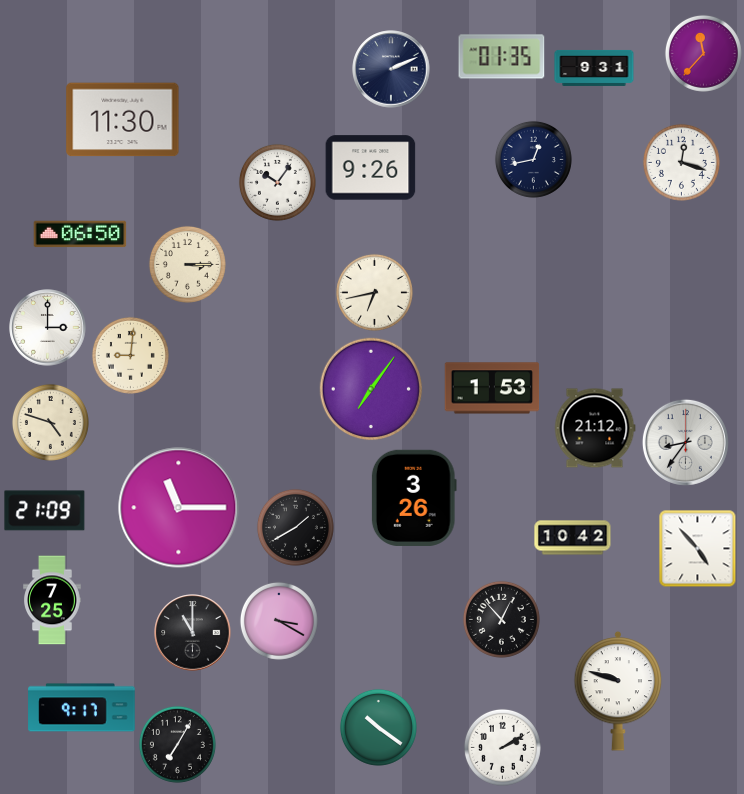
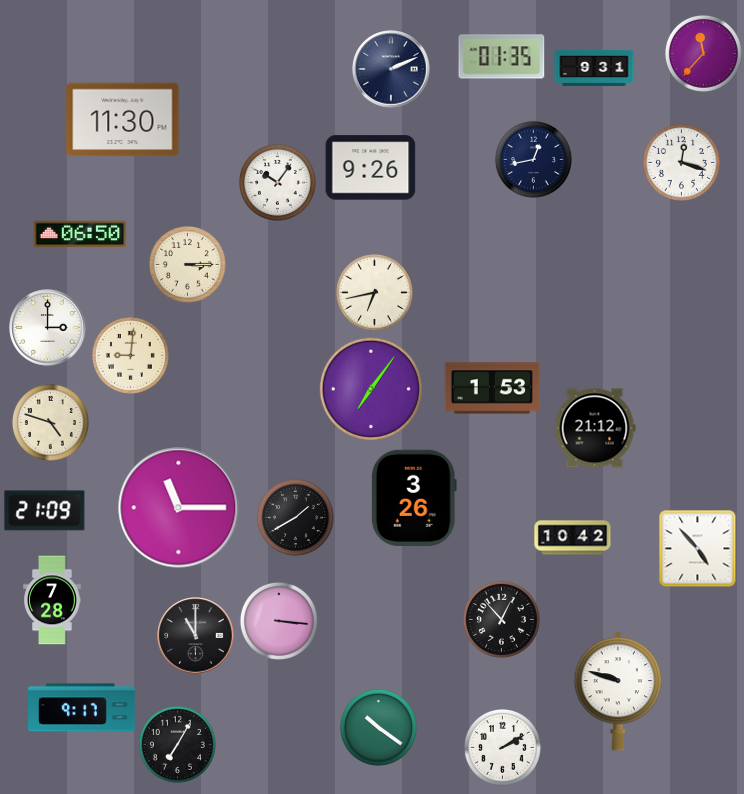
clock at (685, 442): 8:36 -> none
clock at (295, 527) position: (295, 527) -> (295, 517)
clock at (52, 600): 7:25 -> 7:28
clock at (279, 621): 3:20 -> 3:16
clock at (193, 633) position: (193, 633) -> (196, 636)
